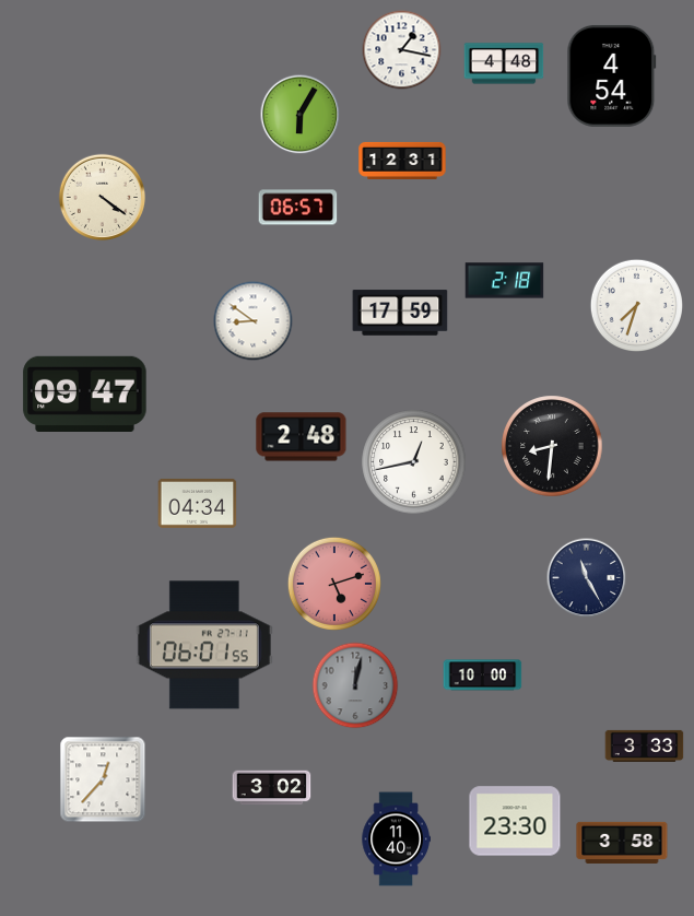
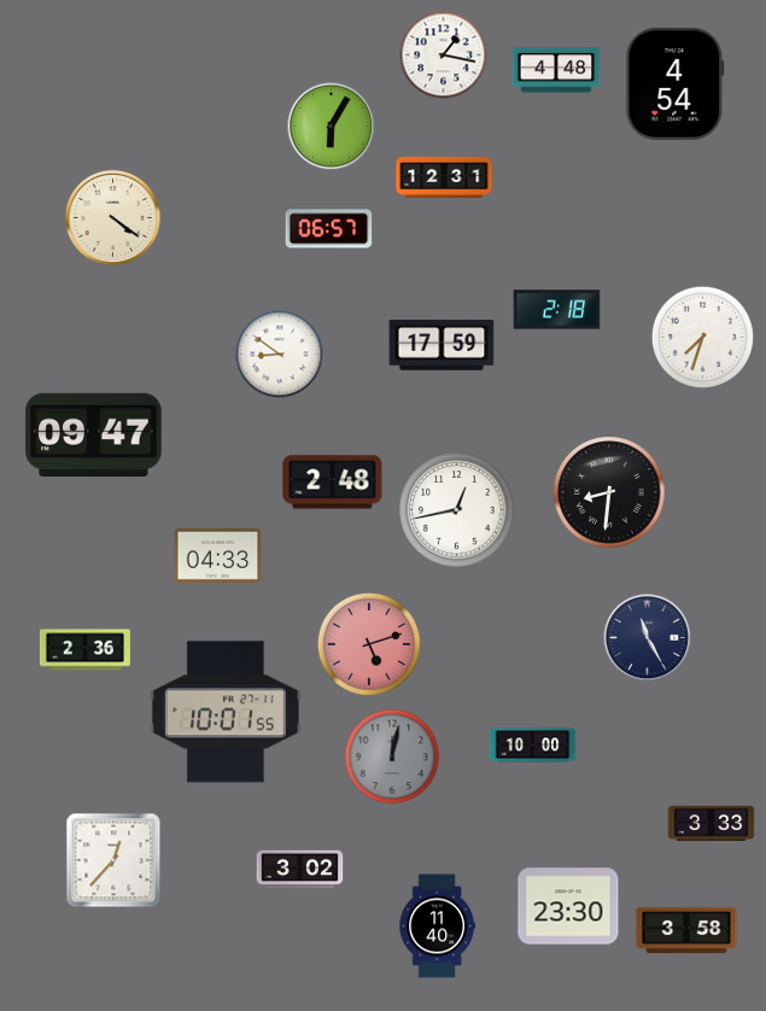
clock at (198, 503): 04:34 -> 04:33
clock at (84, 650): none -> 2:36
clock at (204, 645): 06:01 -> 10:01
